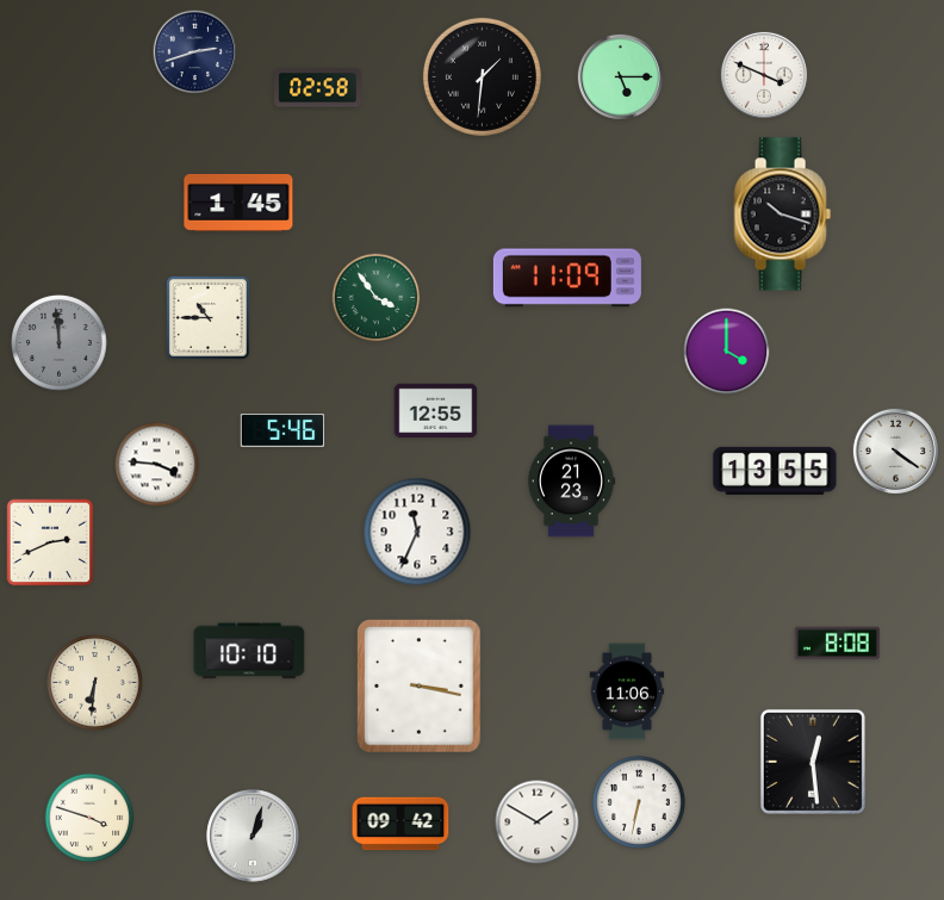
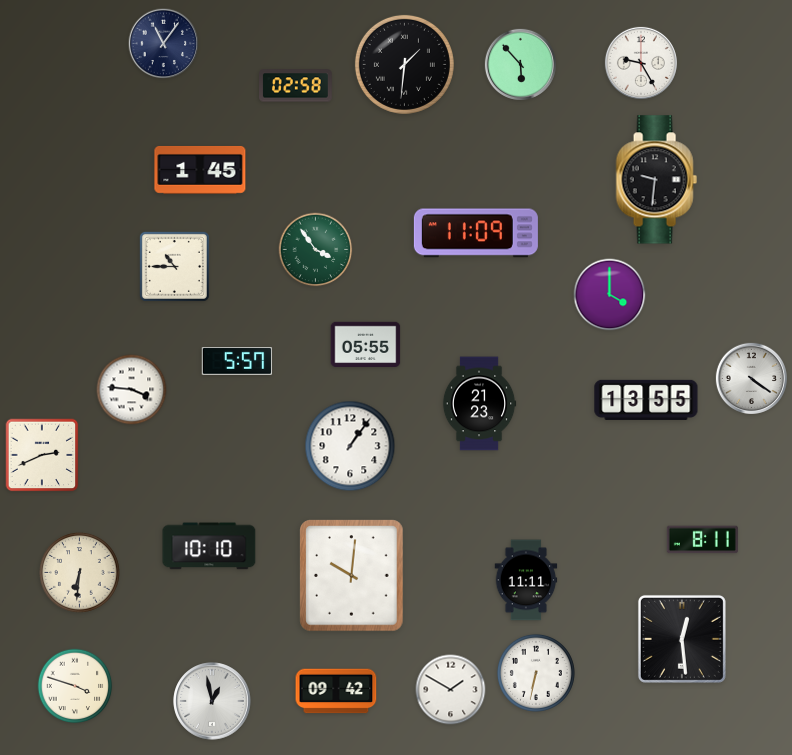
clock at (195, 52): 2:42 -> 11:06
clock at (764, 75): 3:49 -> 9:25
clock at (620, 76): 5:15 -> 5:53
clock at (318, 88) position: (318, 88) -> (296, 86)
clock at (782, 215): 10:18 -> 9:31
clock at (60, 343): 11:59 -> none
clock at (436, 410): 12:55 -> 05:55
clock at (282, 430): 5:46 -> 5:57
clock at (775, 471) position: (775, 471) -> (646, 400)
clock at (417, 532): 11:34 -> 1:06
clock at (837, 644): 8:08 -> 8:11
clock at (420, 687): 3:17 -> 10:01
clock at (627, 691): 11:06 -> 11:11
clock at (253, 836): 1:03 -> 12:58
